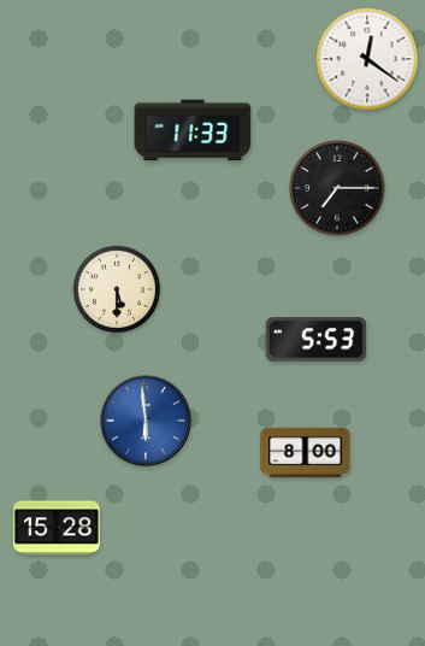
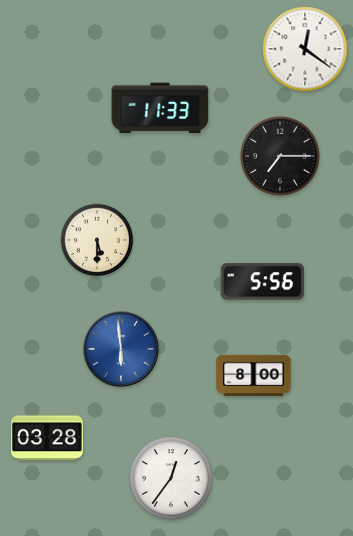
clock at (317, 340): 5:53 -> 5:56
clock at (58, 528): 15:28 -> 03:28
clock at (171, 478): none -> 12:36
